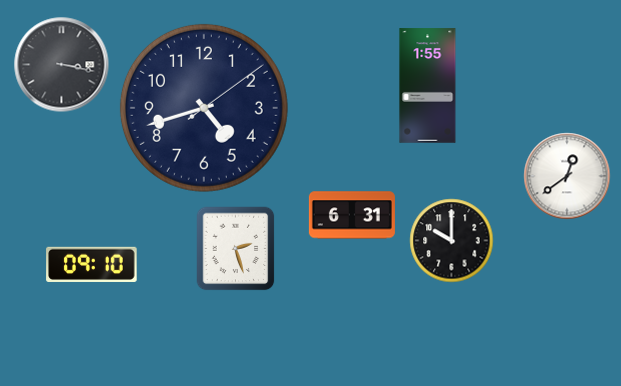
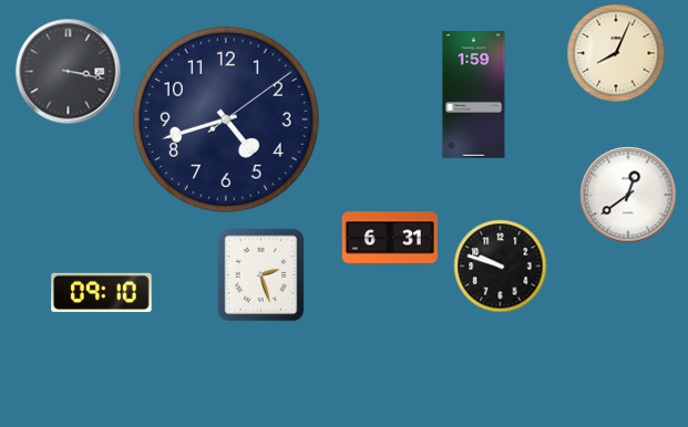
clock at (616, 53): none -> 8:04
clock at (428, 86): 1:55 -> 1:59
clock at (452, 241): 10:00 -> 9:48
